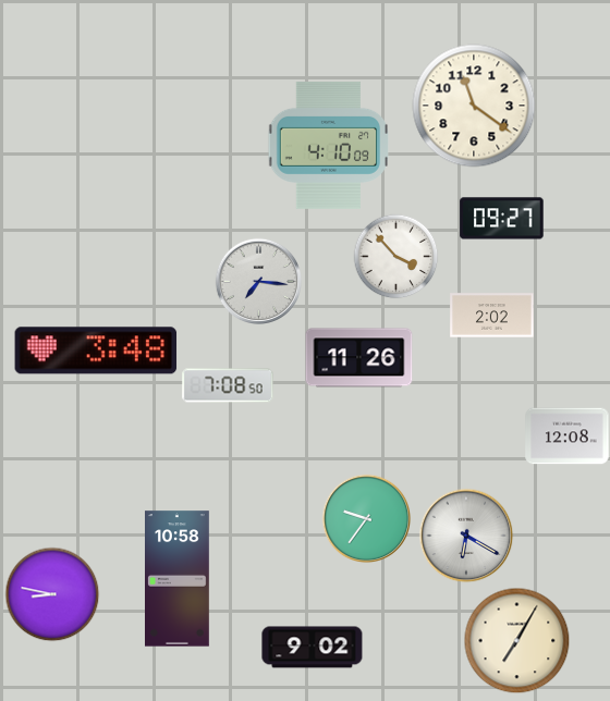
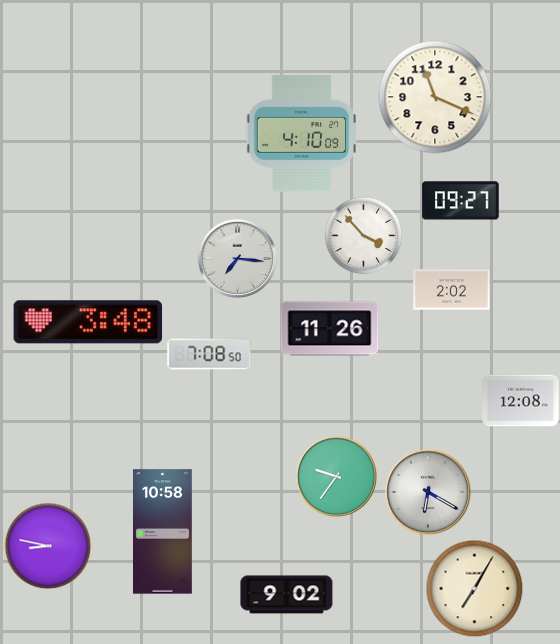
clock at (474, 106): 11:21 -> 11:19
